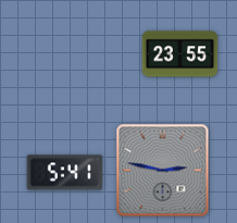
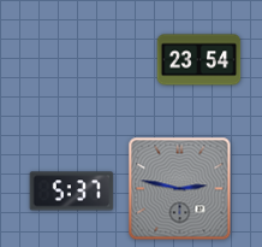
clock at (180, 54): 23:55 -> 23:54
clock at (65, 173): 5:41 -> 5:37
